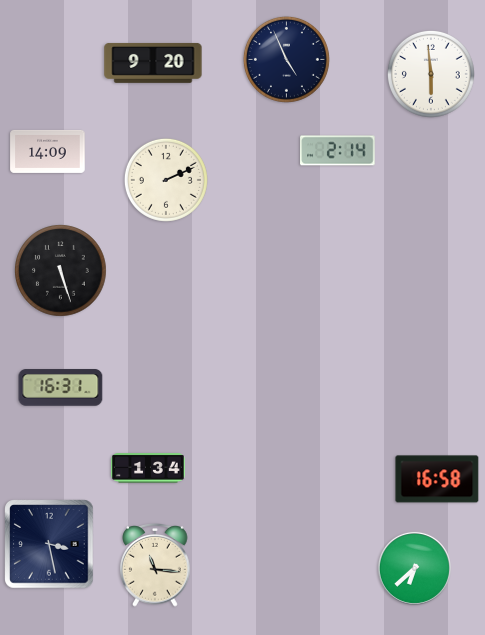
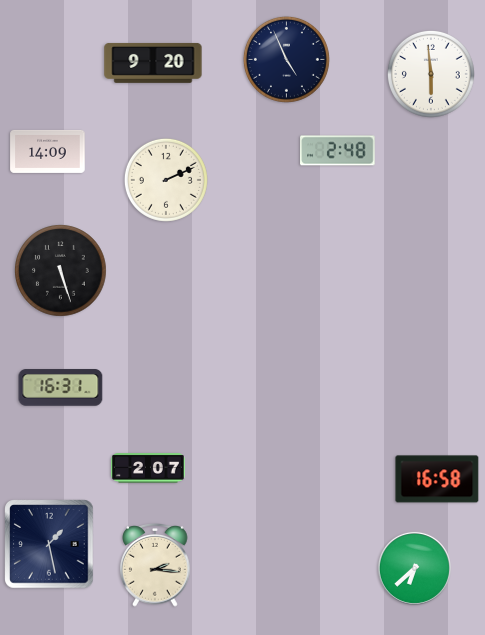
clock at (338, 151): 2:14 -> 2:48
clock at (148, 468): 1:34 -> 2:07
clock at (49, 544): 3:28 -> 1:28
clock at (155, 565): 11:16 -> 2:16
